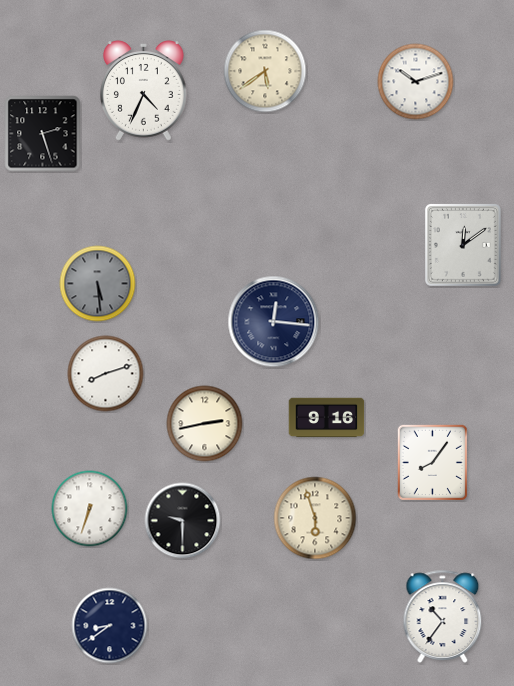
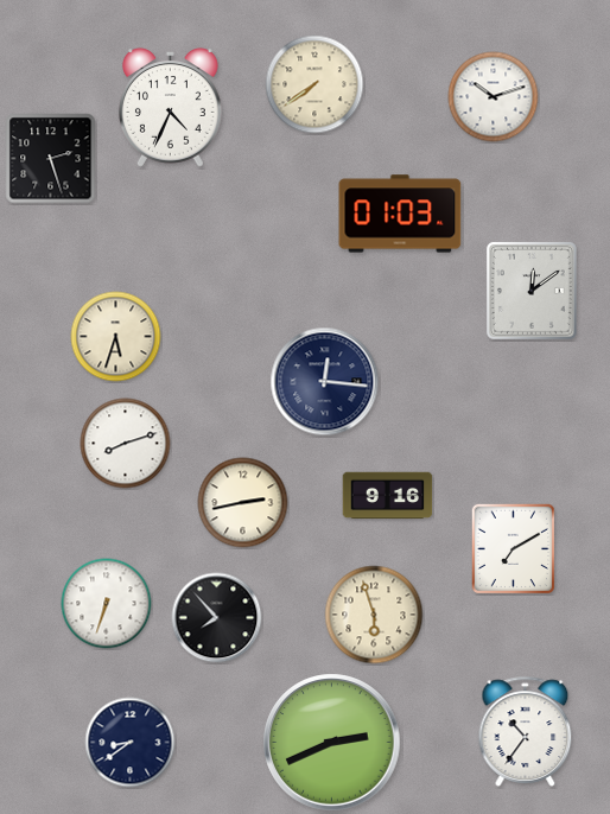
clock at (265, 71): 5:39 -> 7:39
clock at (400, 214): none -> 01:03
clock at (463, 245) position: (463, 245) -> (532, 291)
clock at (98, 284): 5:29 -> 5:33
clock at (98, 284) dial: grey -> cream
clock at (432, 462): 8:06 -> 7:10
clock at (183, 521): 9:30 -> 7:53
clock at (332, 743): none -> 2:41
